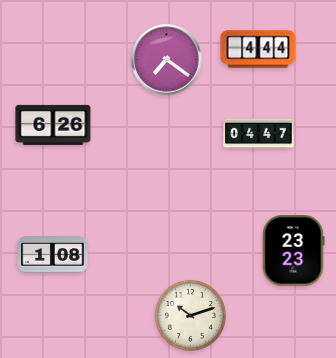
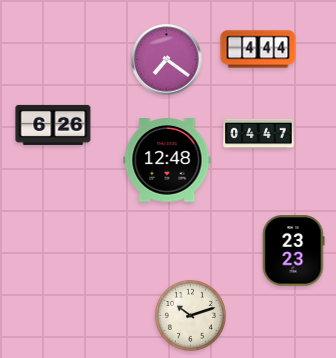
clock at (167, 160): none -> 12:48
clock at (53, 255): 1:08 -> none
